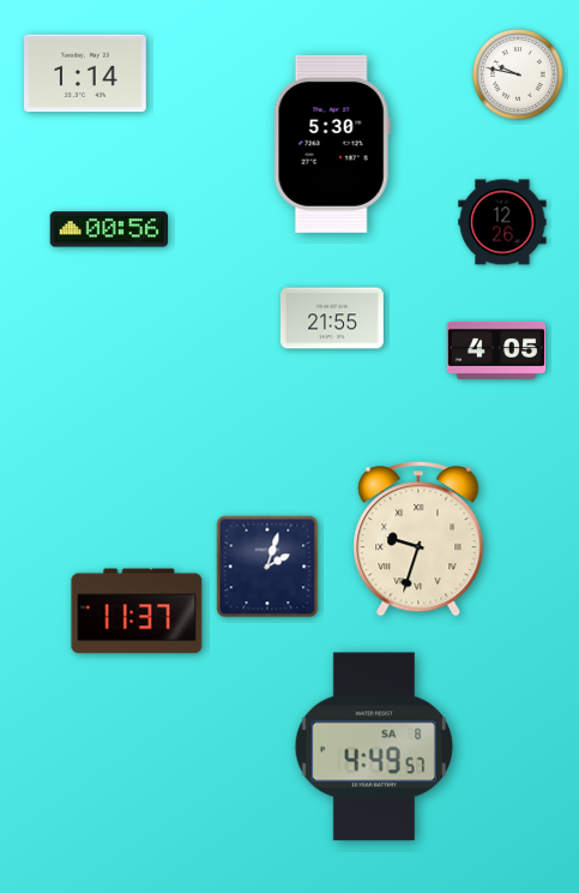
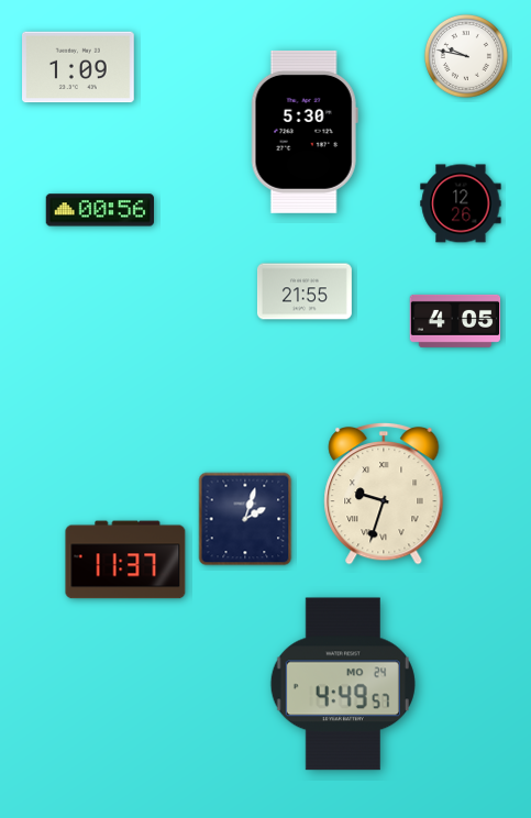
clock at (86, 73): 1:14 -> 1:09
clock at (518, 74) position: (518, 74) -> (466, 56)
clock at (374, 747) date: SA 8 -> MO 24
